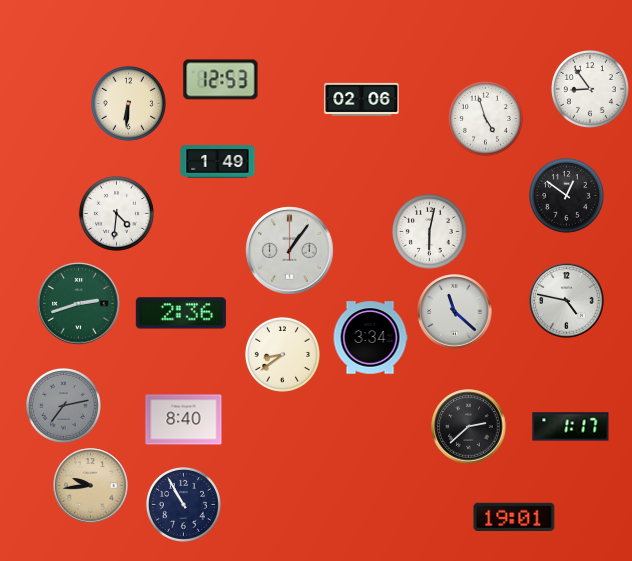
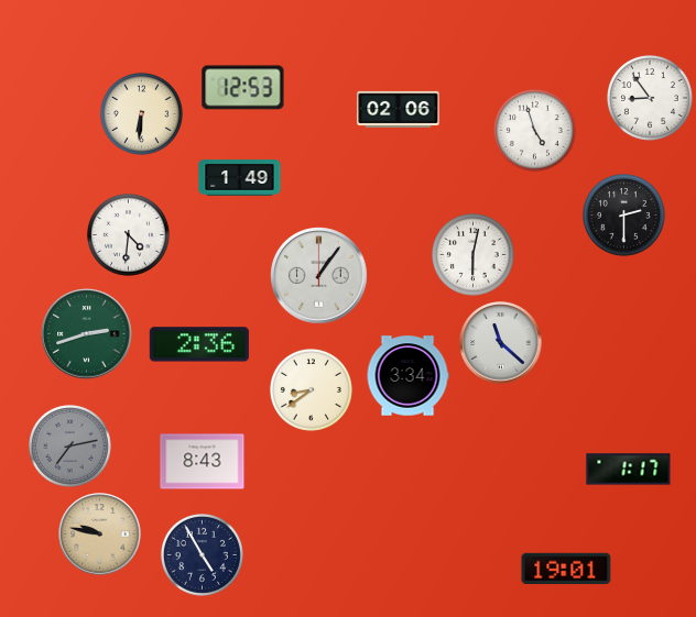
clock at (566, 195): 12:51 -> 2:30
clock at (567, 301): 4:47 -> none
clock at (370, 338) position: (370, 338) -> (407, 376)
clock at (184, 420): 8:40 -> 8:43
clock at (469, 427): 2:38 -> none
clock at (91, 486): 9:44 -> 9:47
clock at (183, 504): 10:55 -> 4:55
